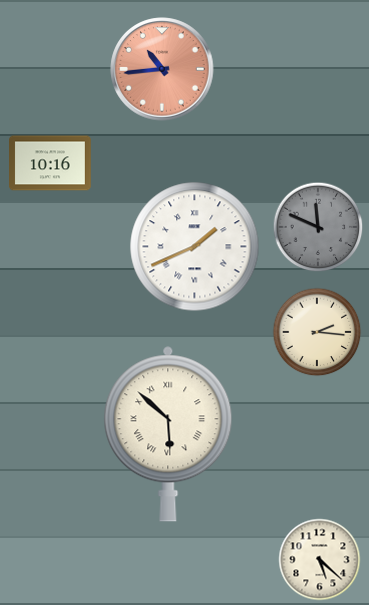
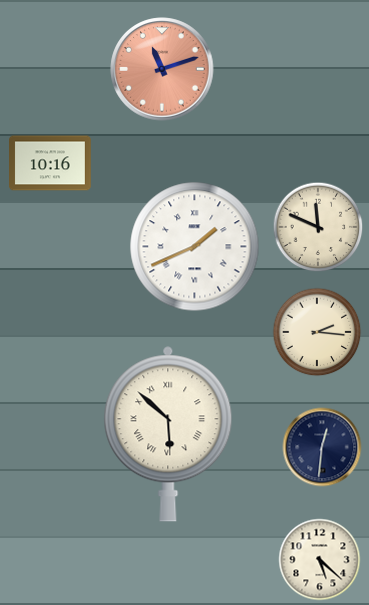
clock at (162, 69): 10:44 -> 11:12
clock at (318, 227) dial: grey -> cream
clock at (322, 447): none -> 12:31
